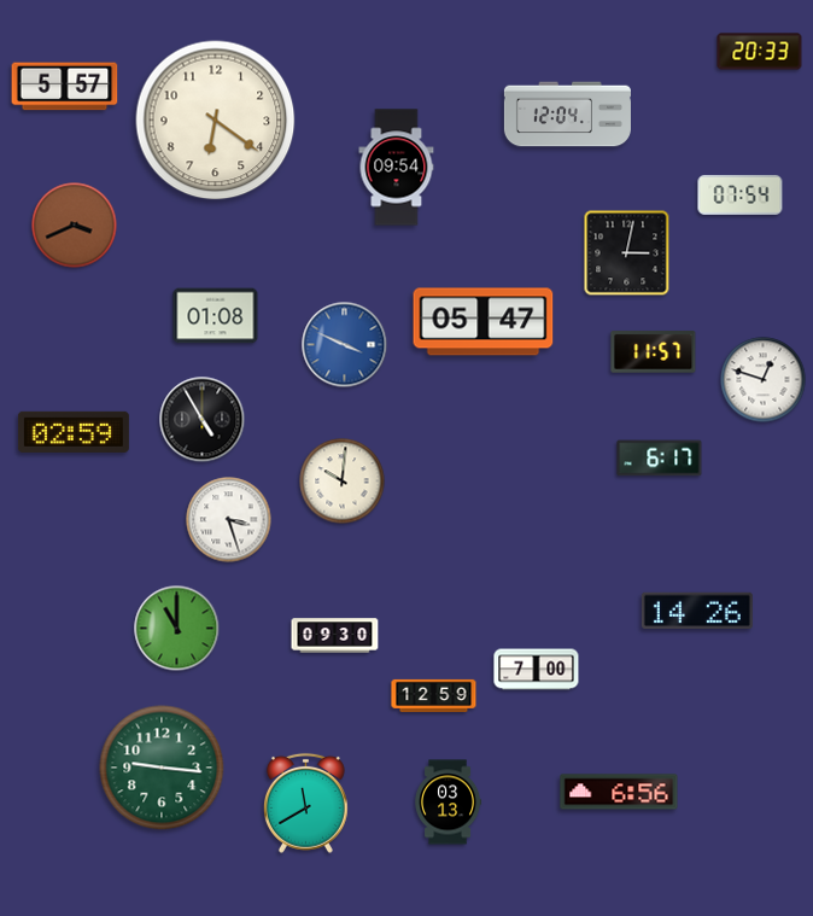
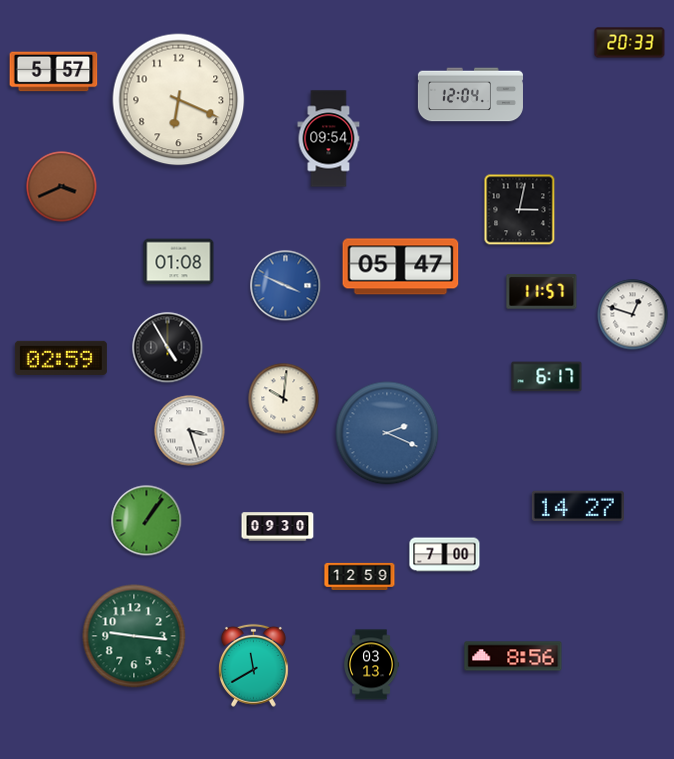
clock at (216, 121): 6:21 -> 6:19
clock at (741, 196): 07:54 -> none
clock at (660, 459) position: (660, 459) -> (547, 377)
clock at (387, 433): none -> 2:19
clock at (697, 609): 14:26 -> 14:27
clock at (177, 629): 11:00 -> 1:06
clock at (619, 792): 6:56 -> 8:56
